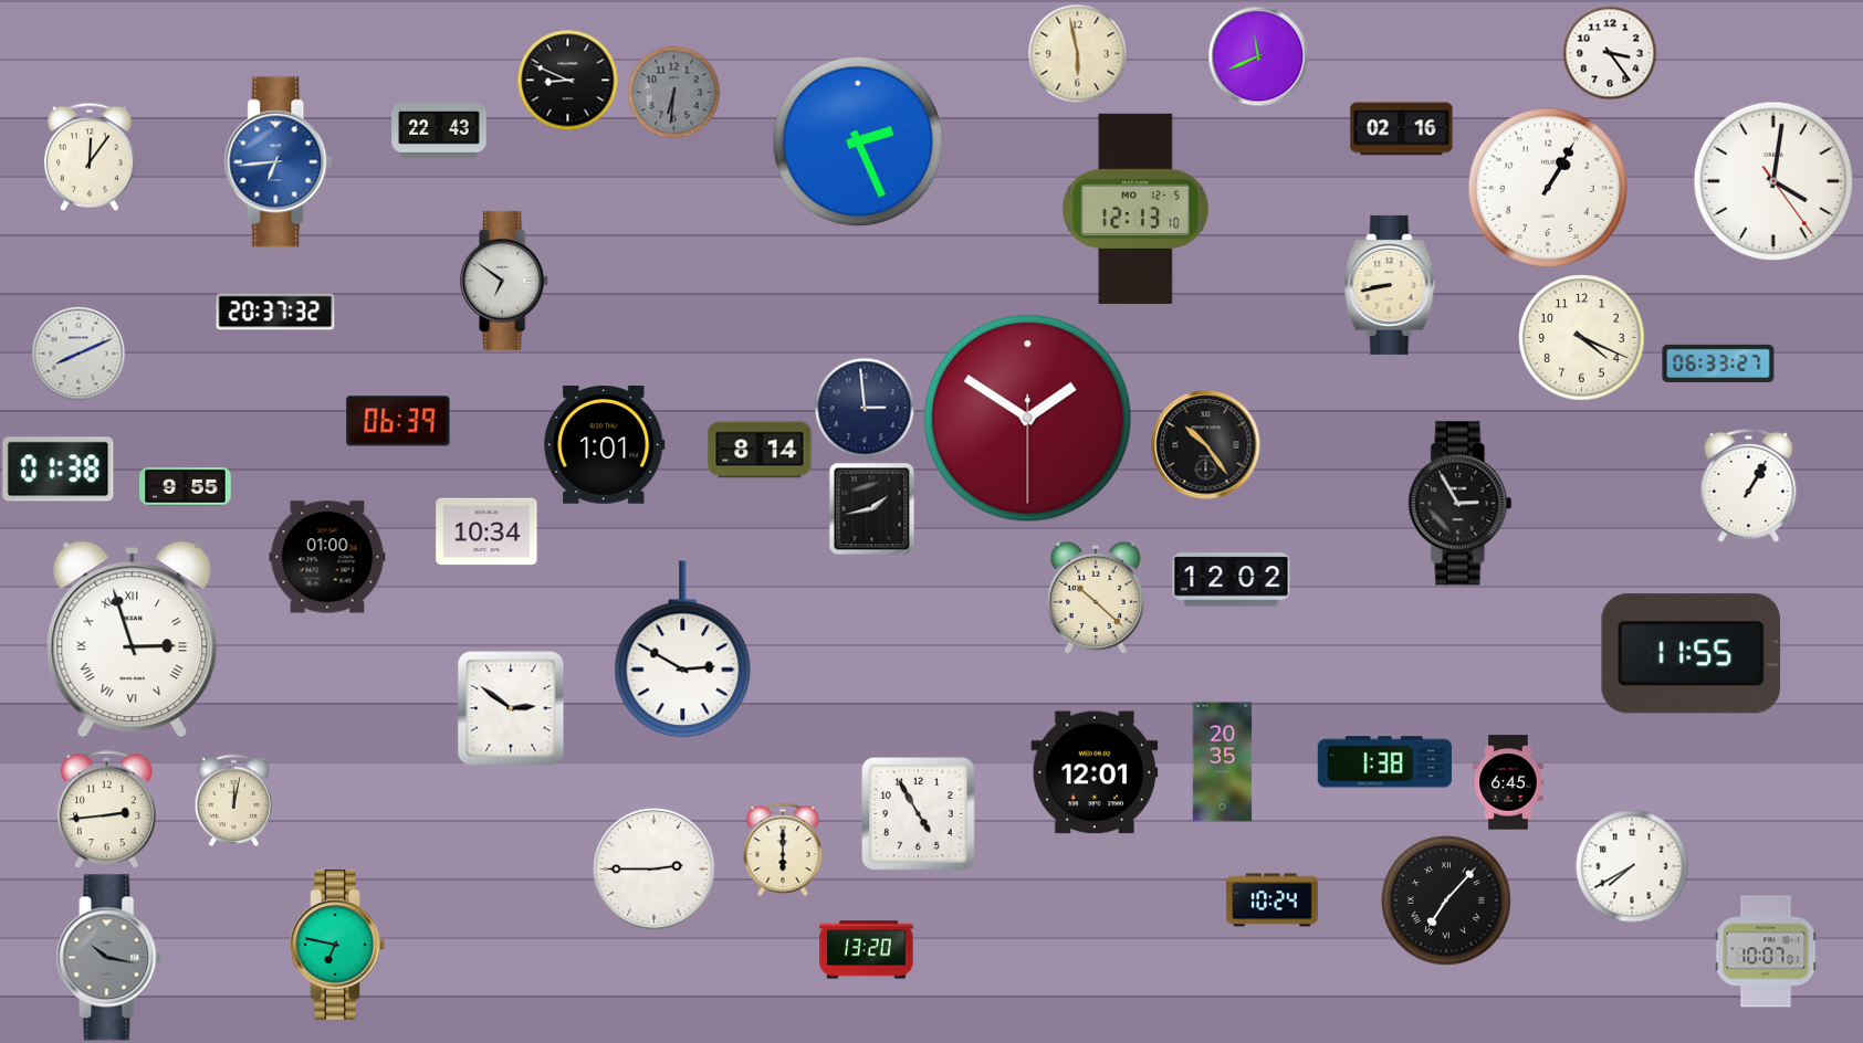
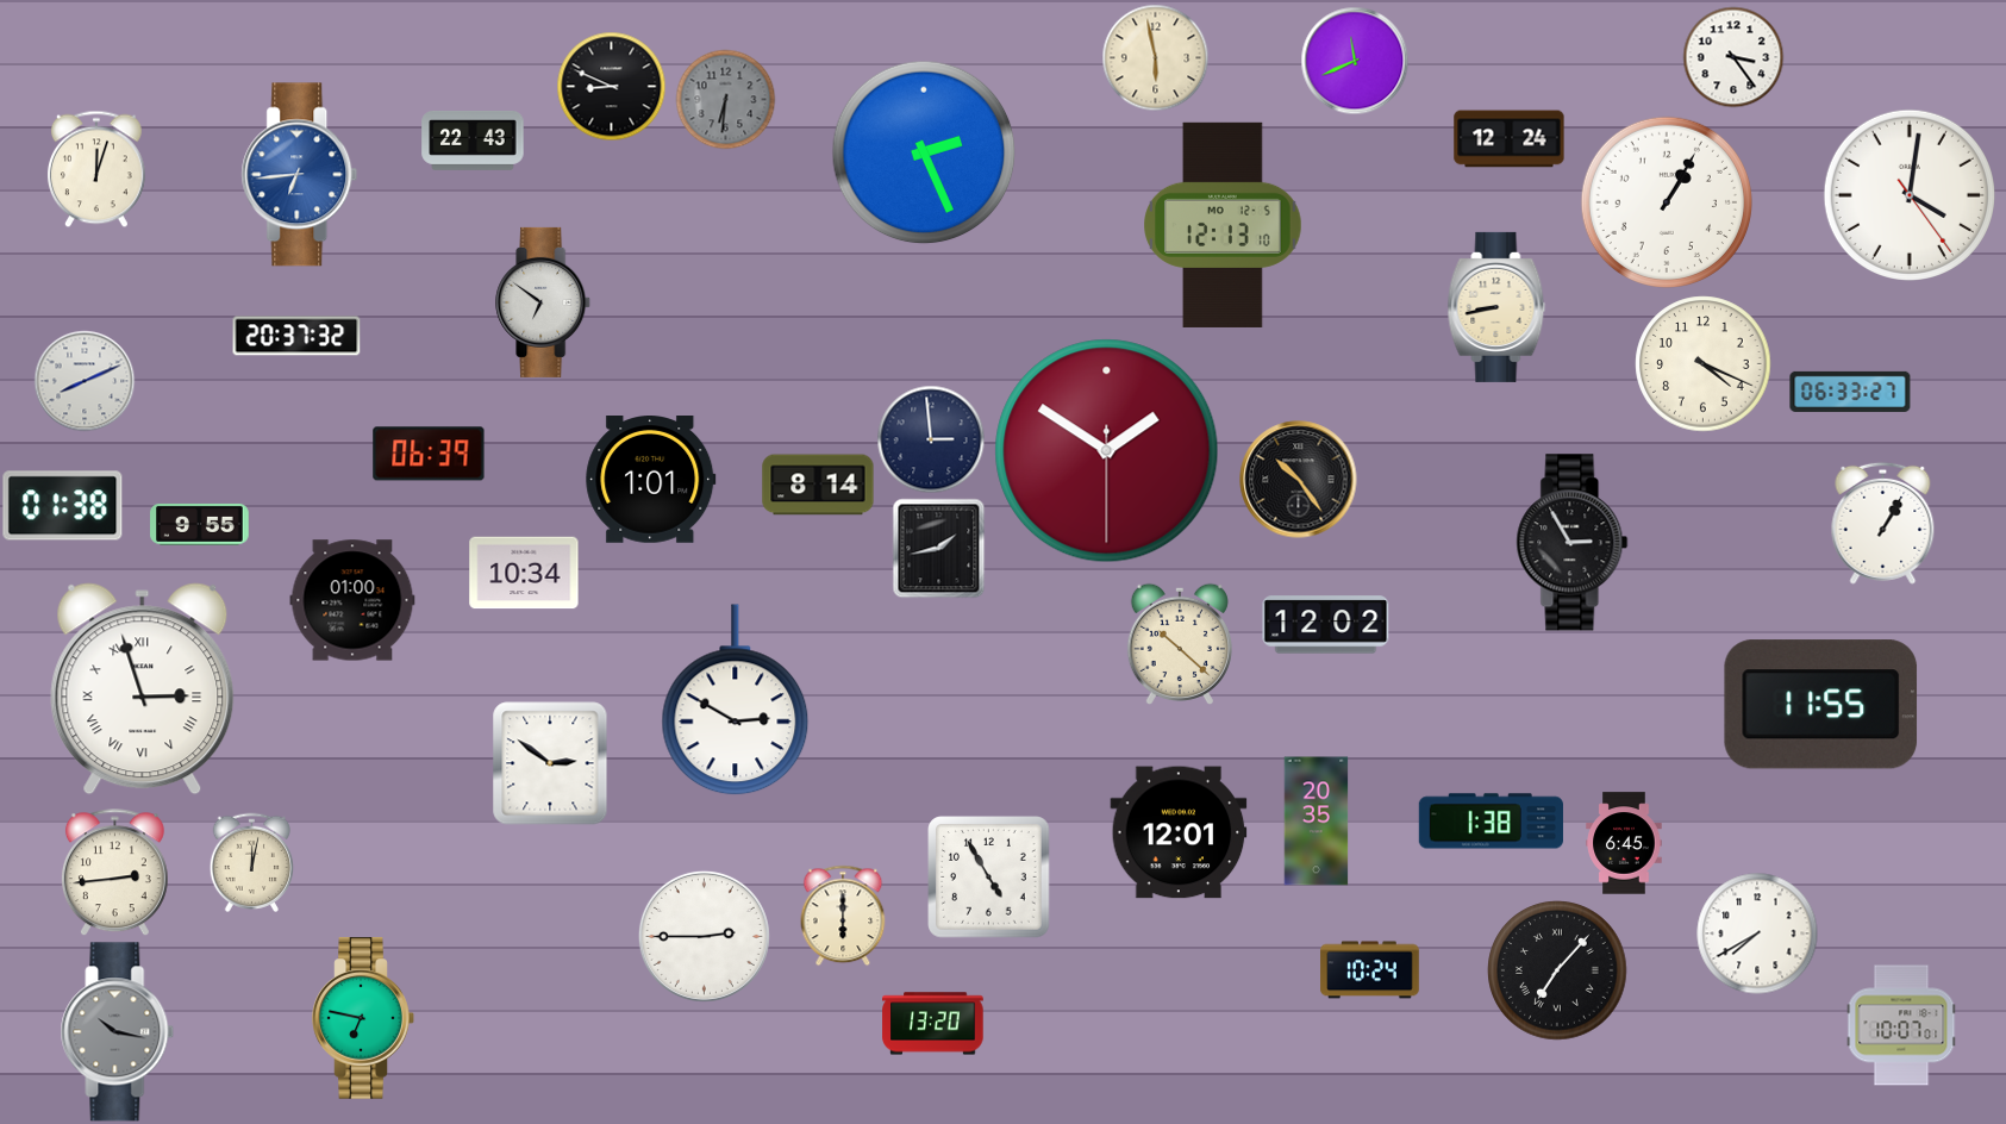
clock at (1077, 53) position: (1077, 53) -> (1155, 57)
clock at (1402, 129): 02:16 -> 12:24
clock at (90, 157): 12:06 -> 12:03
